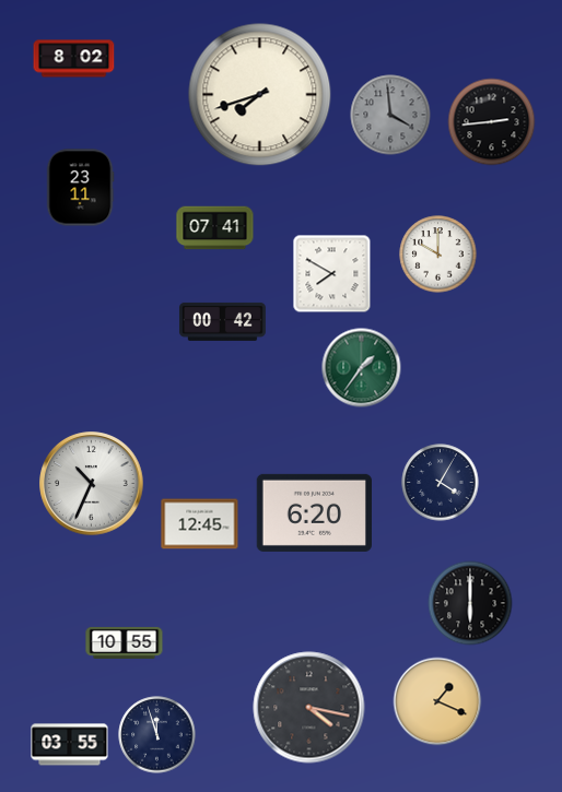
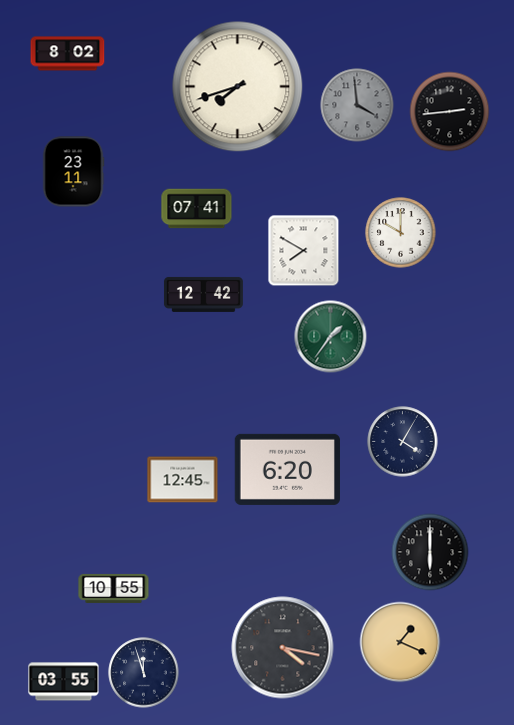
clock at (222, 321): 00:42 -> 12:42
clock at (92, 484): 10:34 -> none
